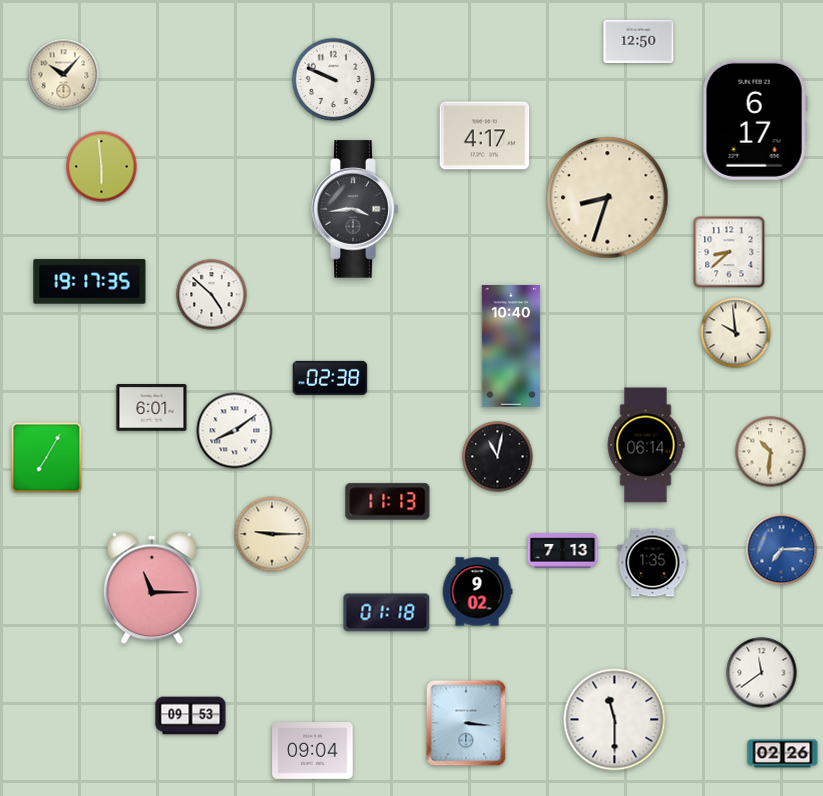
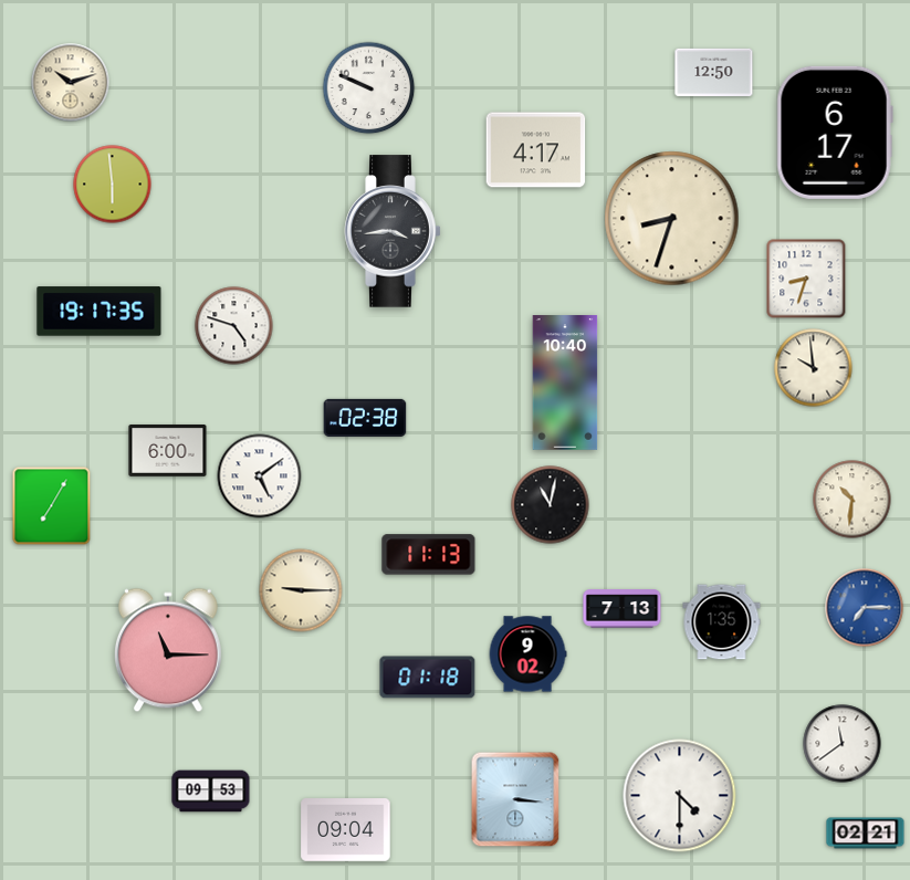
clock at (639, 41) position: (639, 41) -> (714, 72)
clock at (64, 75): 10:07 -> 10:12
clock at (729, 252): 8:38 -> 8:33
clock at (212, 295): 4:52 -> 4:48
clock at (152, 408): 6:01 -> 6:00
clock at (235, 431): 8:09 -> 5:09
clock at (646, 445): 06:14 -> none
clock at (615, 720): 11:30 -> 4:30
clock at (783, 754): 02:26 -> 02:21
